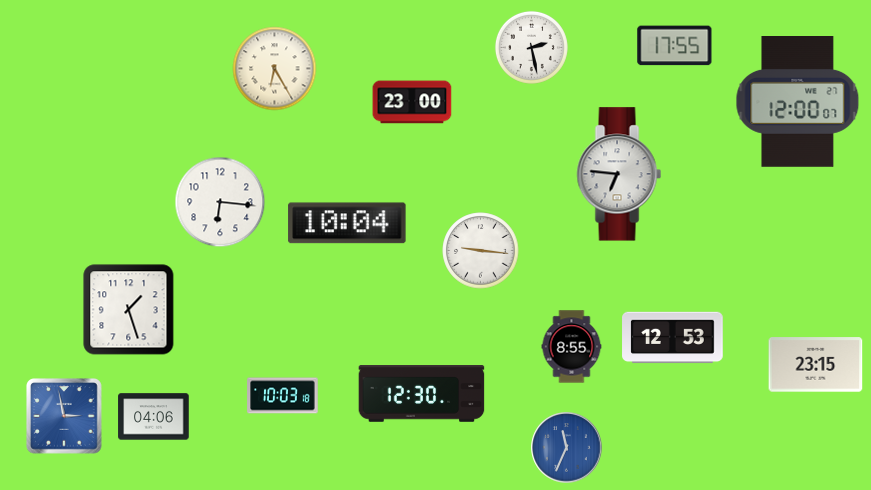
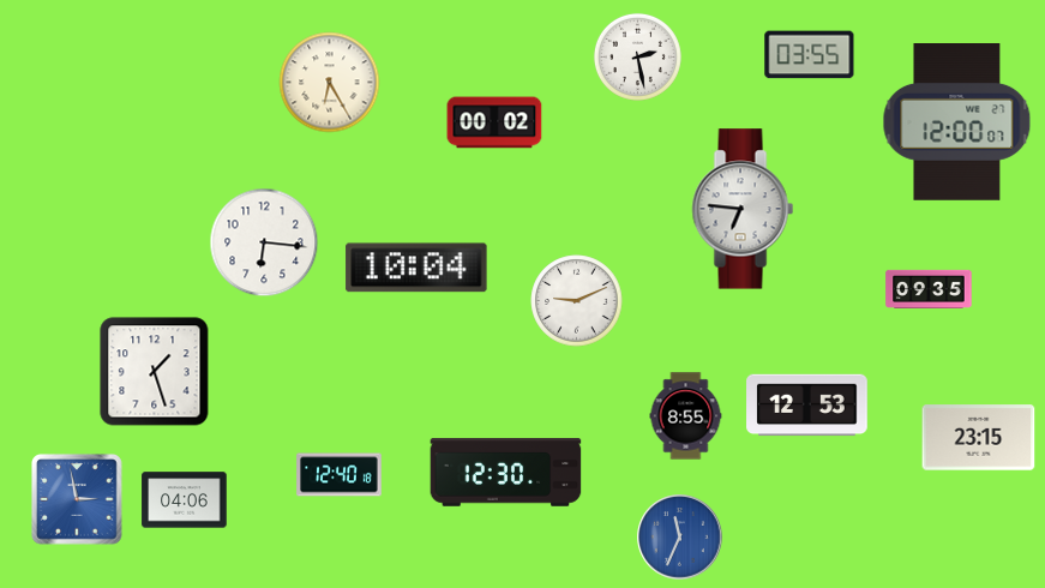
clock at (675, 46): 17:55 -> 03:55
clock at (412, 102): 23:00 -> 00:02
clock at (929, 289): none -> 09:35
clock at (481, 251): 9:16 -> 9:11
clock at (283, 396): 10:03 -> 12:40
